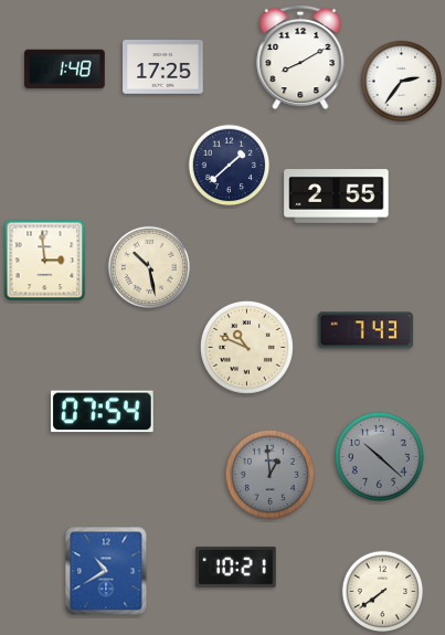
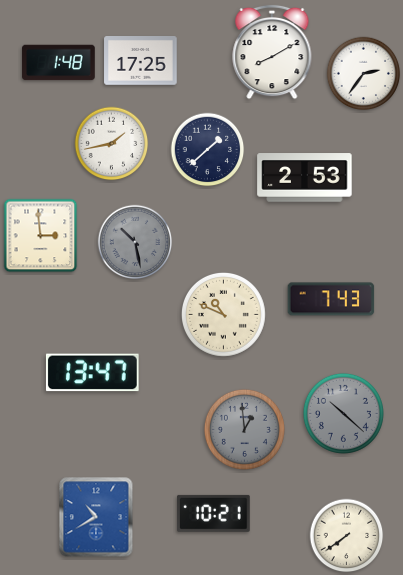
clock at (163, 67) position: (163, 67) -> (141, 61)
clock at (112, 144): none -> 1:43
clock at (337, 197): 2:55 -> 2:53
clock at (149, 267) dial: cream -> grey
clock at (102, 412): 07:54 -> 13:47
